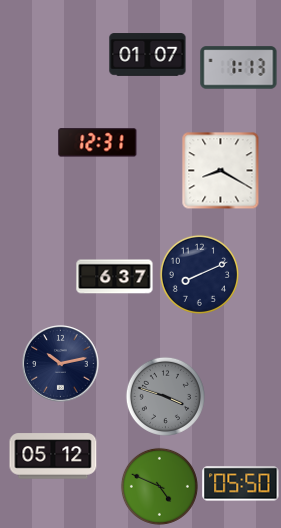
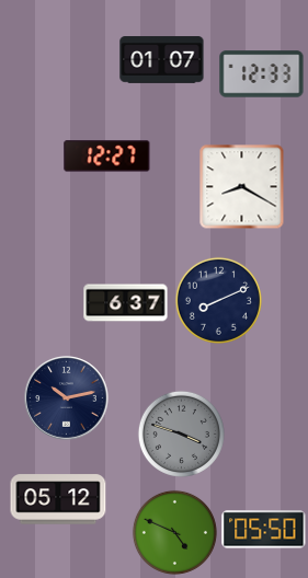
clock at (239, 68): 1:13 -> 12:33
clock at (98, 143): 12:31 -> 12:27
